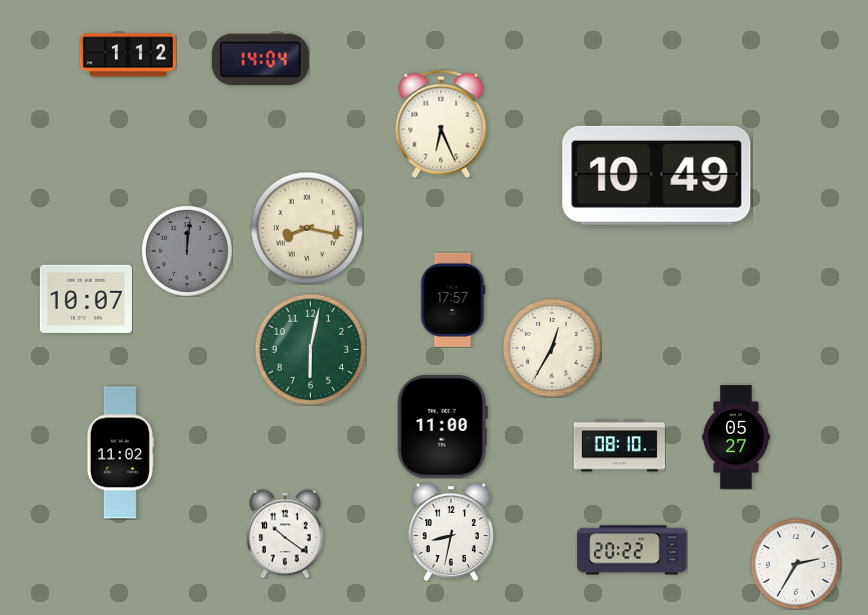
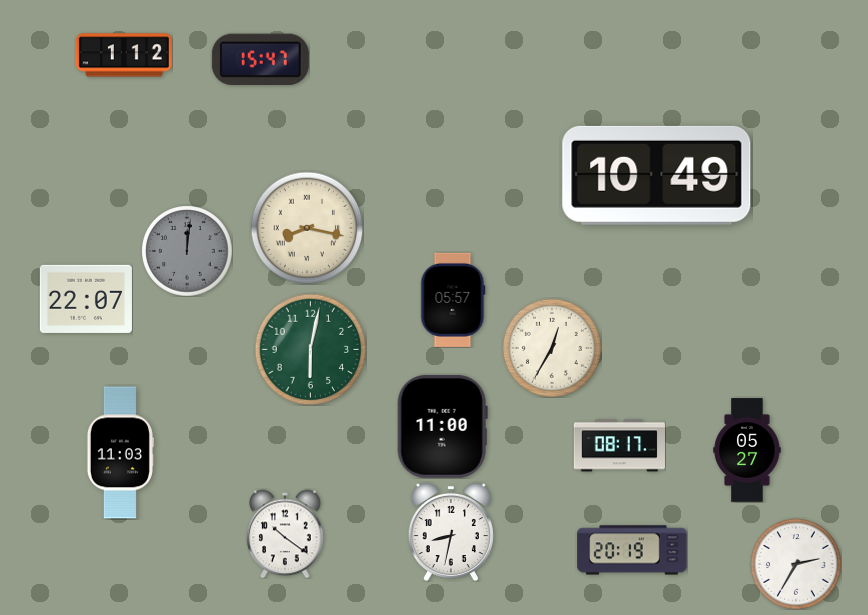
clock at (128, 55) position: (128, 55) -> (124, 55)
clock at (260, 60): 14:04 -> 15:47
clock at (441, 124): 6:26 -> none
clock at (86, 299): 10:07 -> 22:07
clock at (453, 300): 17:57 -> 05:57
clock at (736, 437) position: (736, 437) -> (747, 450)
clock at (619, 446): 08:10 -> 08:17
clock at (120, 453): 11:02 -> 11:03
clock at (632, 550): 20:22 -> 20:19
